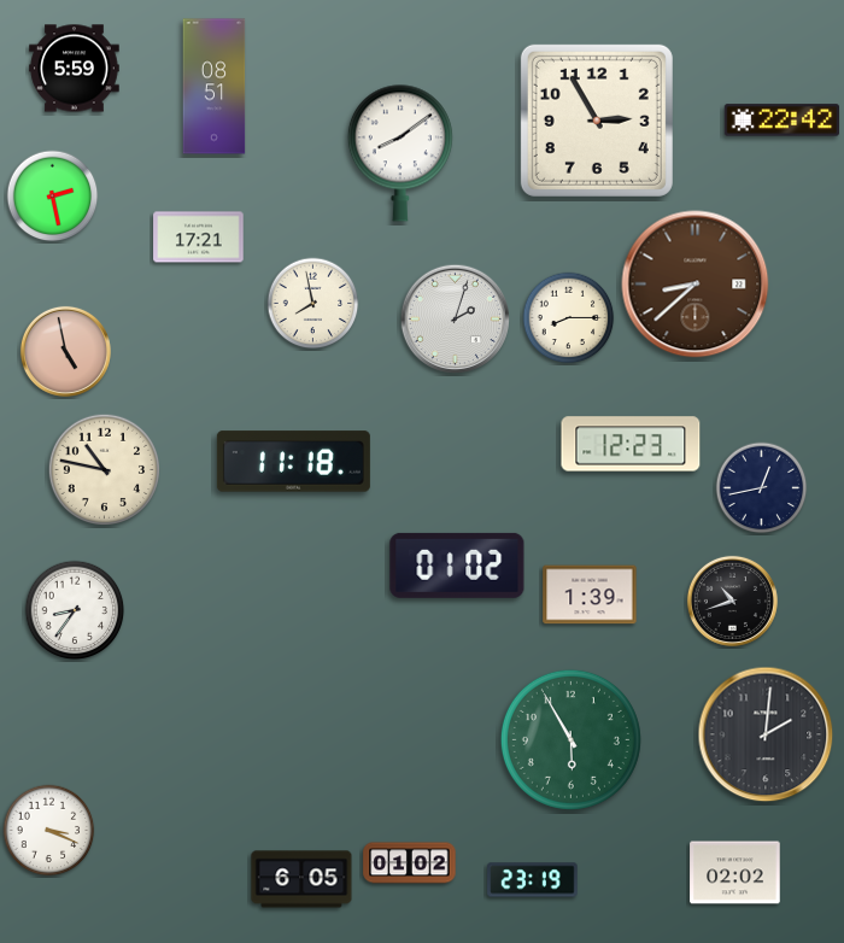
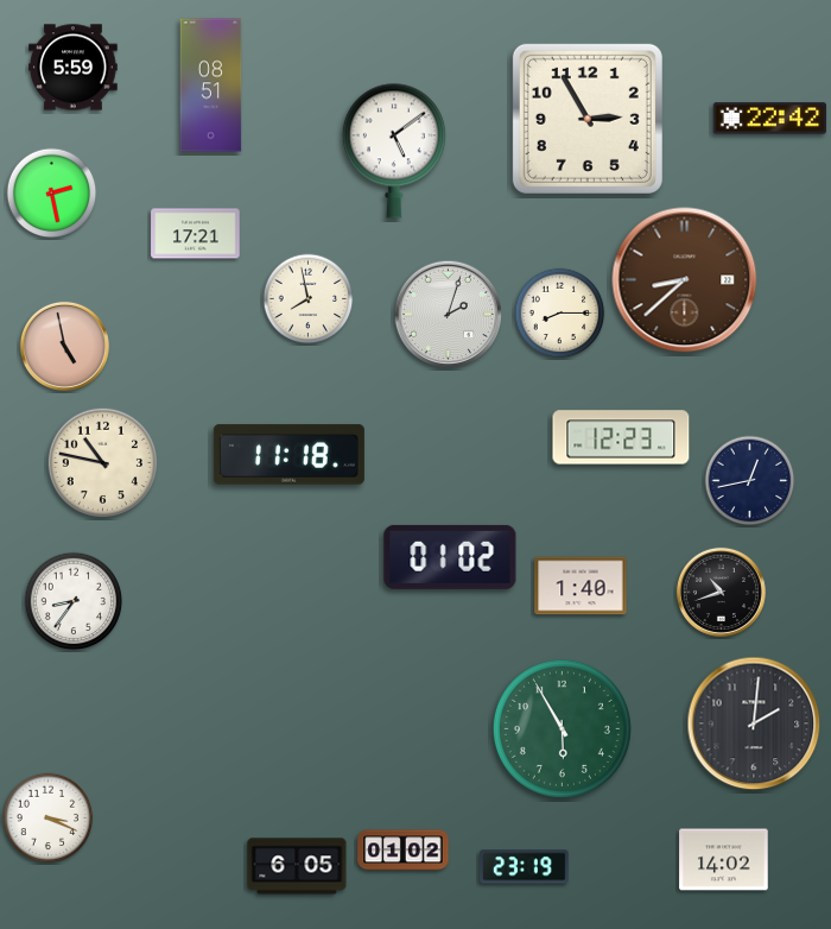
clock at (400, 153): 8:09 -> 5:09
clock at (590, 594): 1:39 -> 1:40
clock at (735, 873): 02:02 -> 14:02
